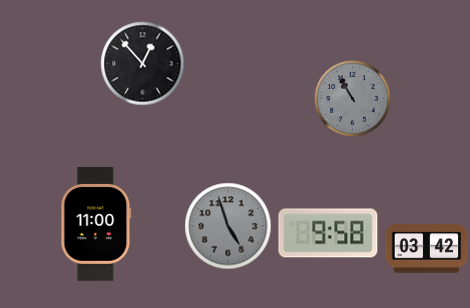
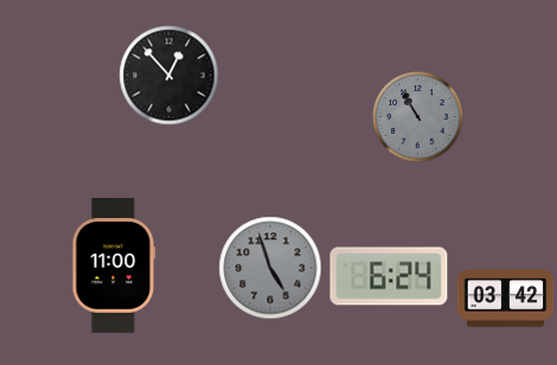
clock at (328, 233): 9:58 -> 6:24
clock at (427, 249) position: (427, 249) -> (506, 299)
